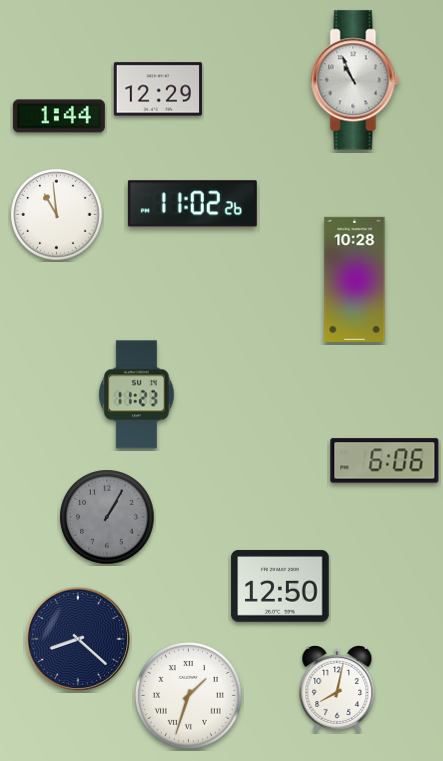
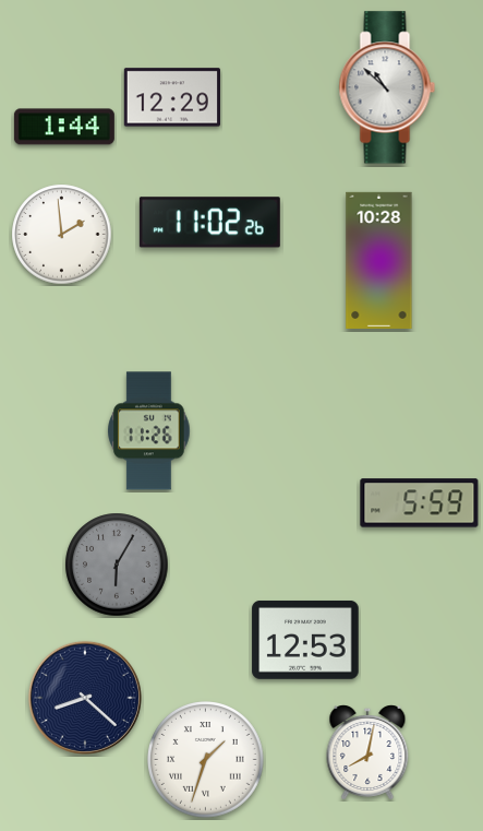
clock at (355, 80): 10:56 -> 10:52
clock at (57, 215): 10:59 -> 1:59
clock at (355, 279) position: (355, 279) -> (379, 260)
clock at (137, 395): 11:23 -> 11:26
clock at (385, 461): 6:06 -> 5:59
clock at (107, 517): 1:05 -> 6:05
clock at (280, 586): 12:50 -> 12:53
